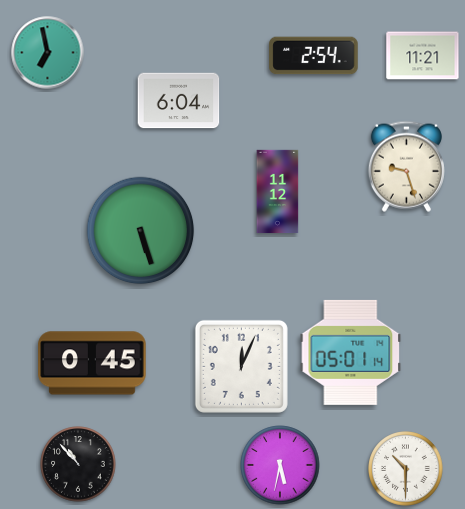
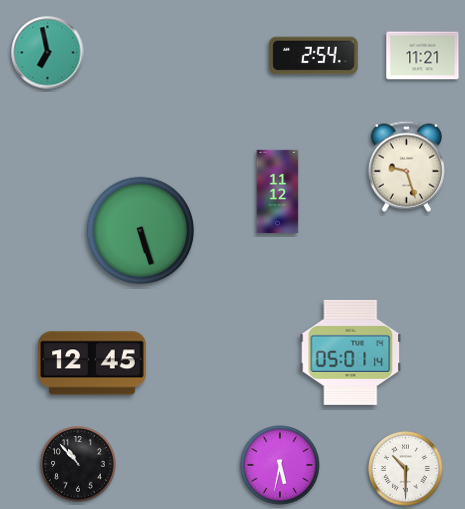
clock at (179, 101): 6:04 -> none
clock at (92, 363): 0:45 -> 12:45
clock at (241, 366): 12:04 -> none
